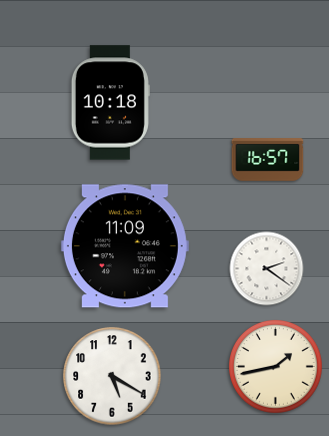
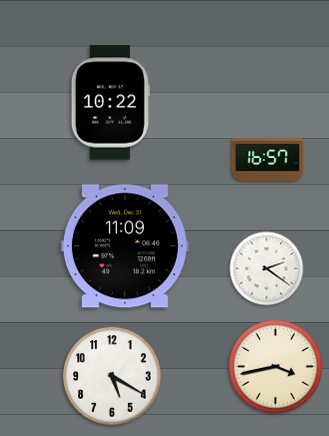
clock at (110, 103): 10:18 -> 10:22
clock at (276, 367): 1:43 -> 3:43
